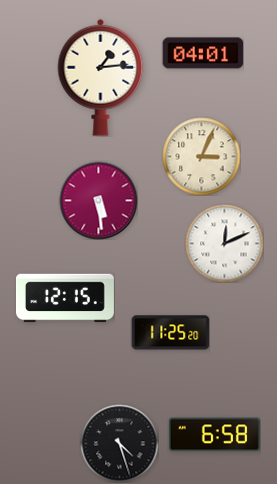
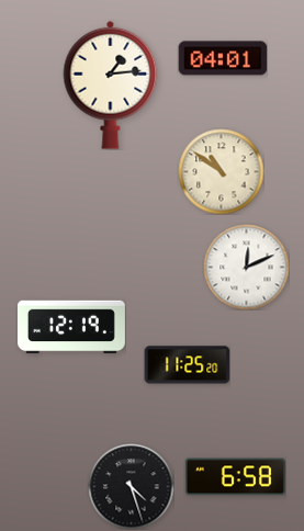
clock at (201, 156): 3:04 -> 10:51
clock at (98, 200): 5:29 -> none
clock at (65, 298): 12:15 -> 12:19
